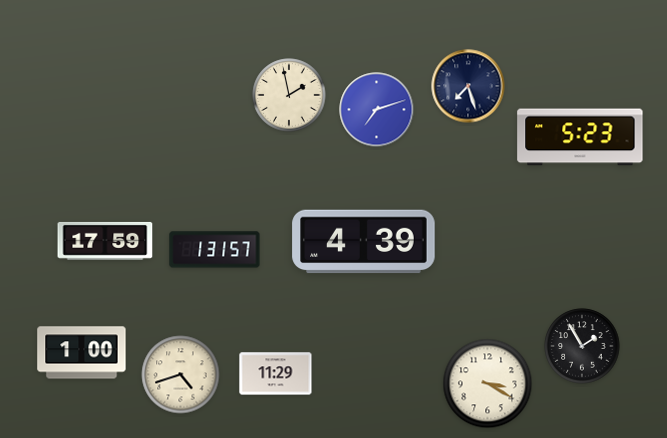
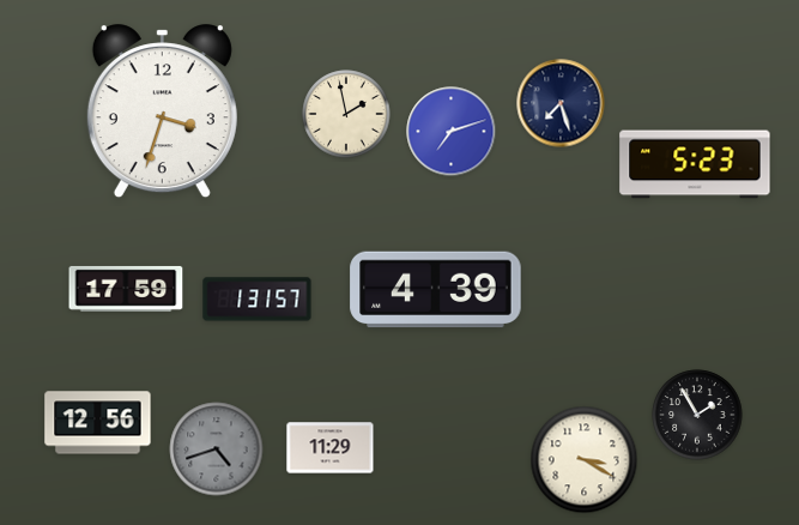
clock at (162, 111): none -> 3:33
clock at (82, 353): 1:00 -> 12:56
clock at (181, 375) dial: cream -> grey
